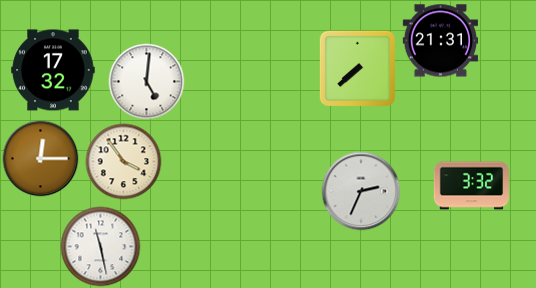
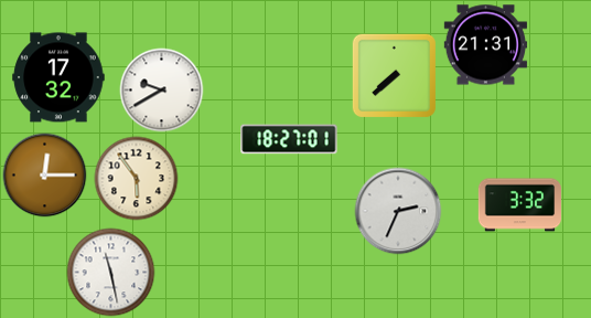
clock at (147, 82): 5:01 -> 9:40
clock at (289, 139): none -> 18:27
clock at (124, 162): 3:54 -> 5:54
